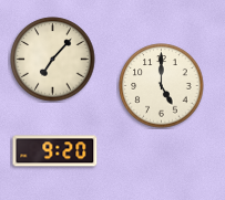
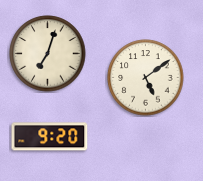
clock at (53, 60): 7:07 -> 7:03
clock at (162, 86): 5:00 -> 5:09
